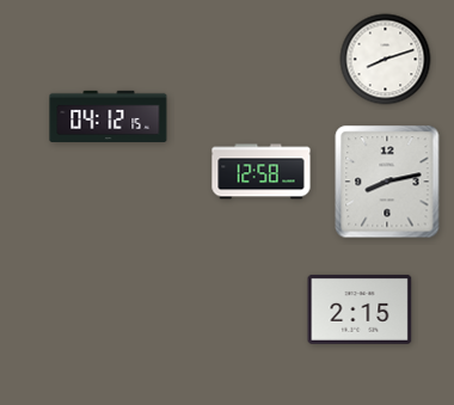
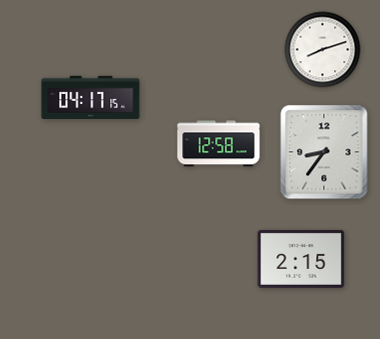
clock at (109, 116): 04:12 -> 04:17
clock at (387, 182): 8:13 -> 8:36
